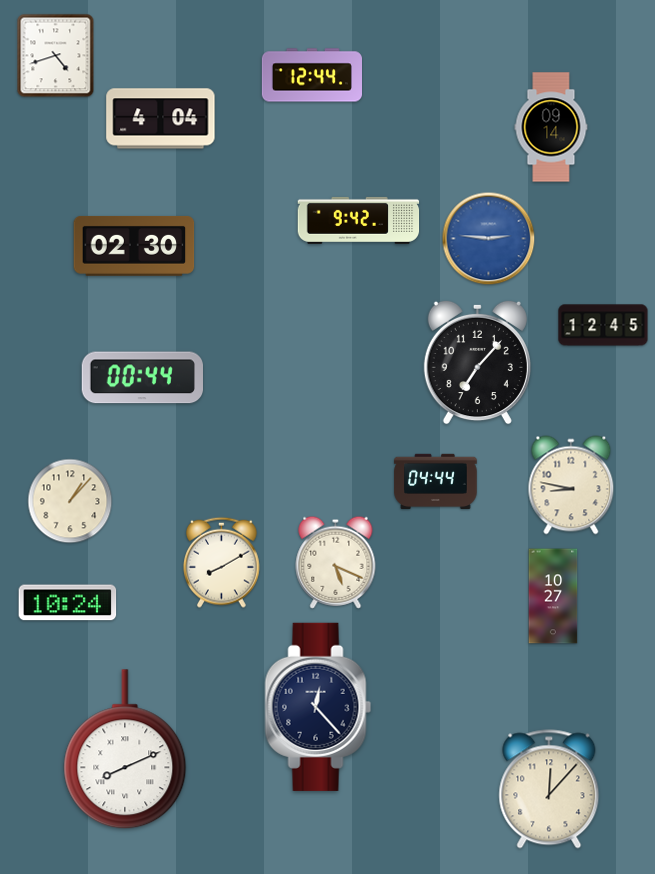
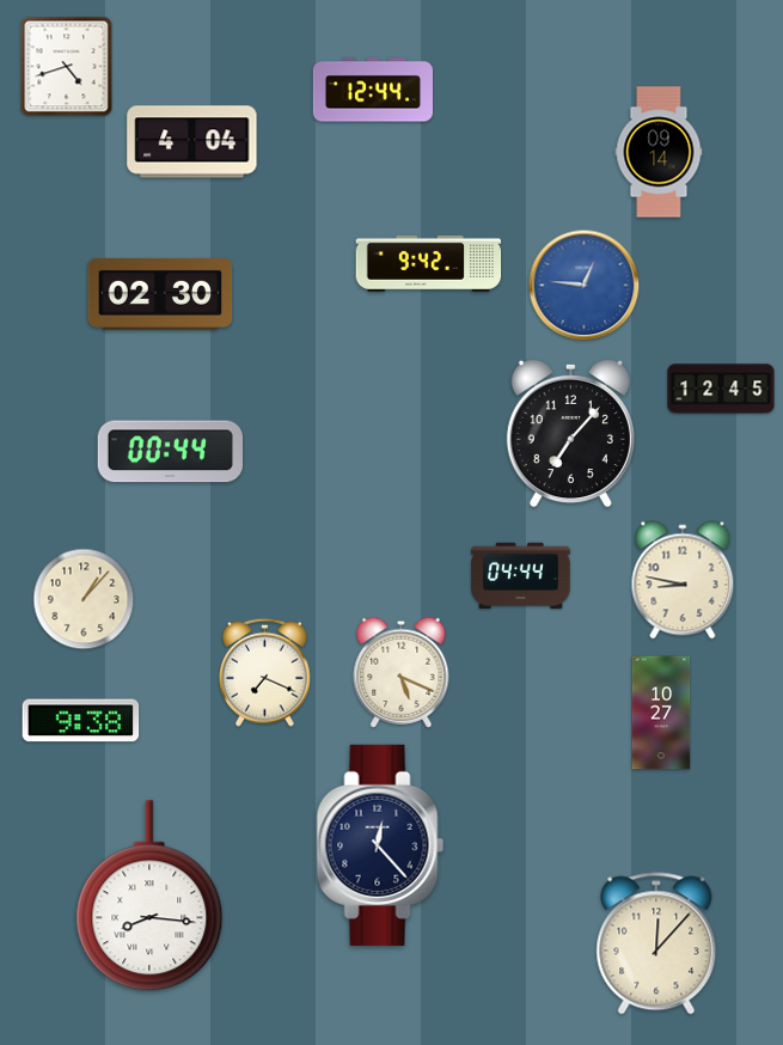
clock at (489, 239): 2:46 -> 12:46
clock at (222, 562): 8:10 -> 7:19
clock at (68, 603): 10:24 -> 9:38
clock at (125, 750): 8:11 -> 8:16
